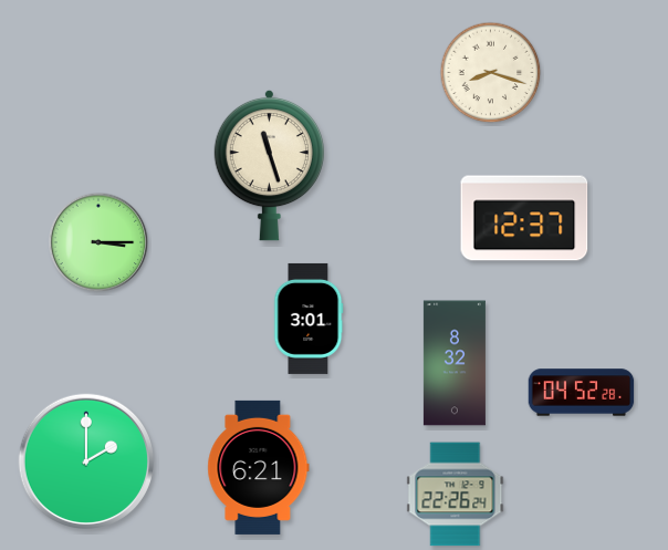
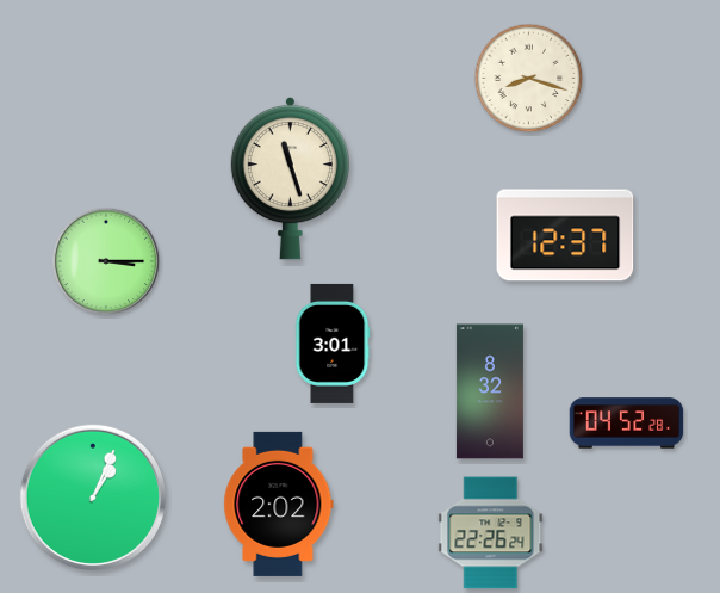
clock at (85, 460): 2:00 -> 1:04
clock at (259, 467): 6:21 -> 2:02
